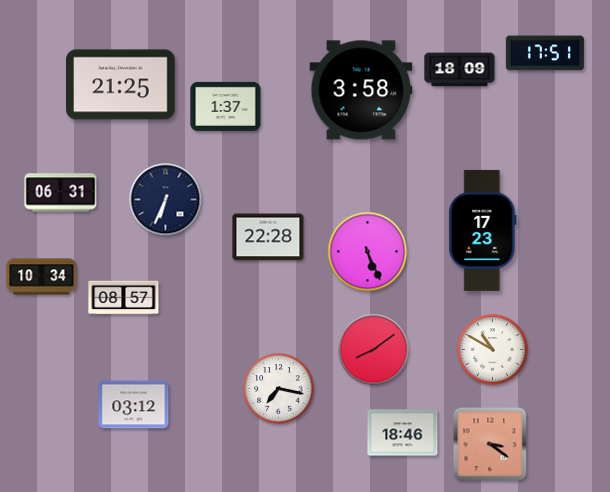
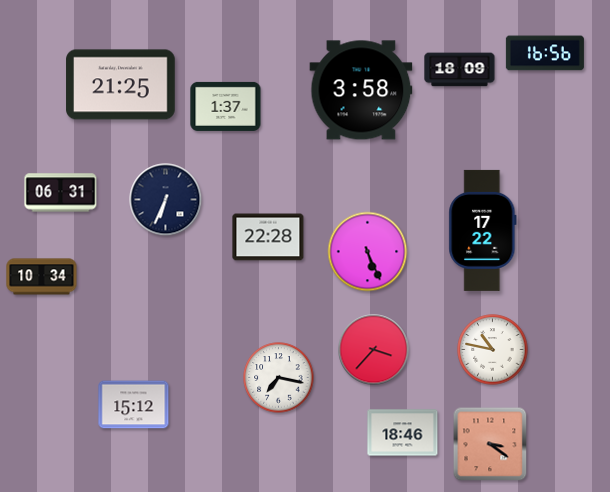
clock at (545, 53): 17:51 -> 16:56
clock at (483, 230): 17:23 -> 17:22
clock at (124, 298): 08:57 -> none
clock at (374, 350): 8:09 -> 3:37
clock at (493, 350): 10:50 -> 10:47
clock at (279, 389) position: (279, 389) -> (279, 378)
clock at (134, 405): 03:12 -> 15:12
